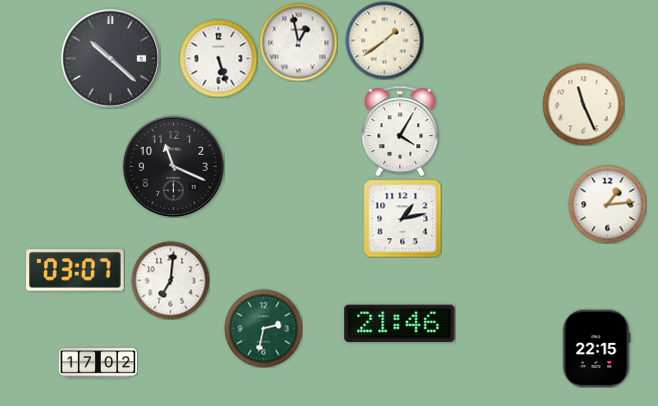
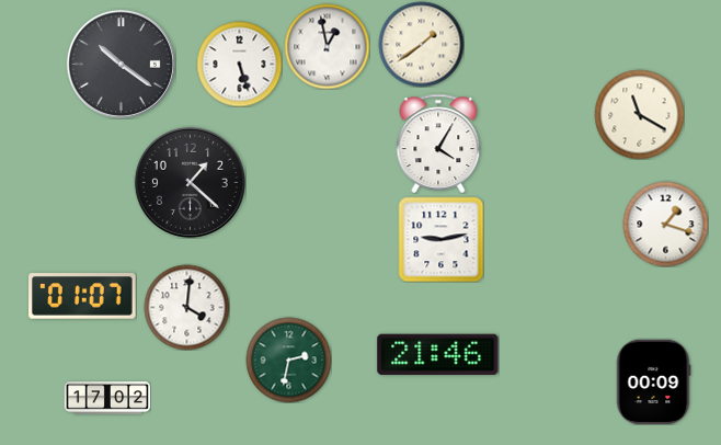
clock at (110, 58): 10:22 -> 10:21
clock at (583, 104): 11:26 -> 11:20
clock at (173, 166): 11:19 -> 1:22
clock at (607, 204): 1:14 -> 1:18
clock at (402, 218): 1:13 -> 9:13
clock at (75, 270): 03:07 -> 01:07
clock at (170, 280): 7:01 -> 4:01
clock at (596, 348): 22:15 -> 00:09
